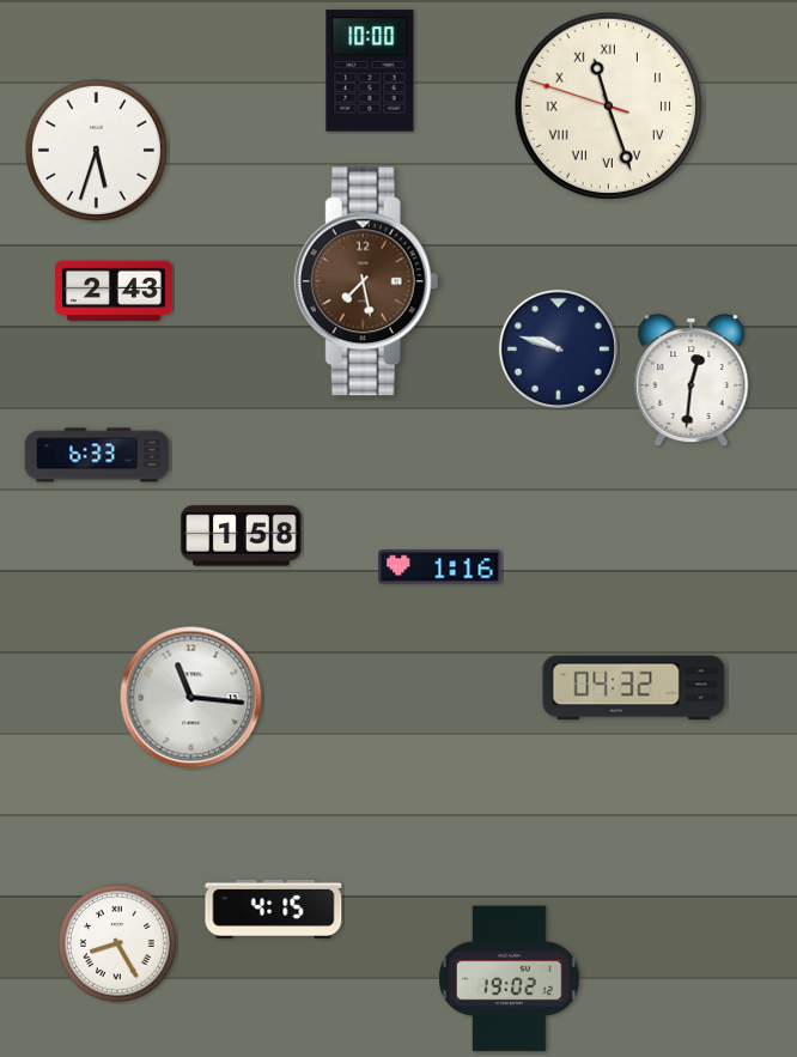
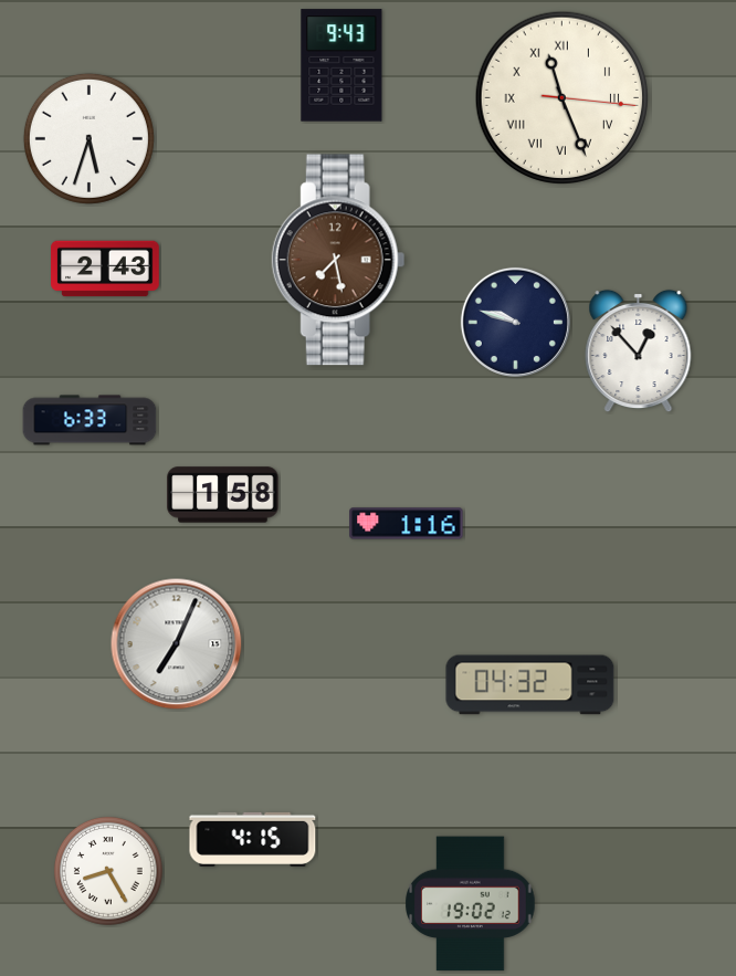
clock at (370, 71): 10:00 -> 9:43
clock at (608, 105): 11:26:48 -> 11:26:16
clock at (692, 381): 12:31 -> 12:53
clock at (634, 688) position: (634, 688) -> (530, 685)
clock at (191, 698): 11:16 -> 7:04
